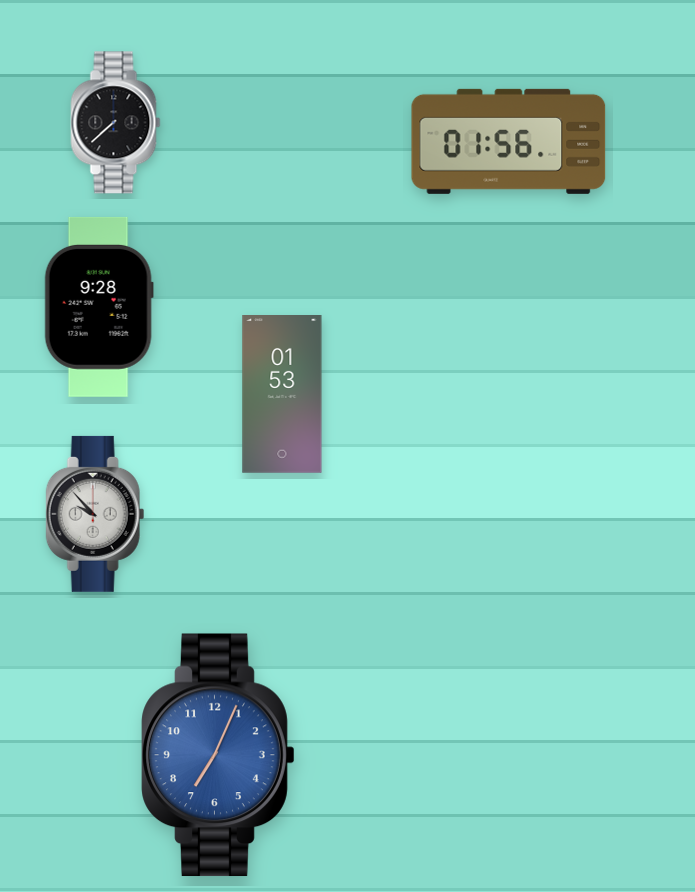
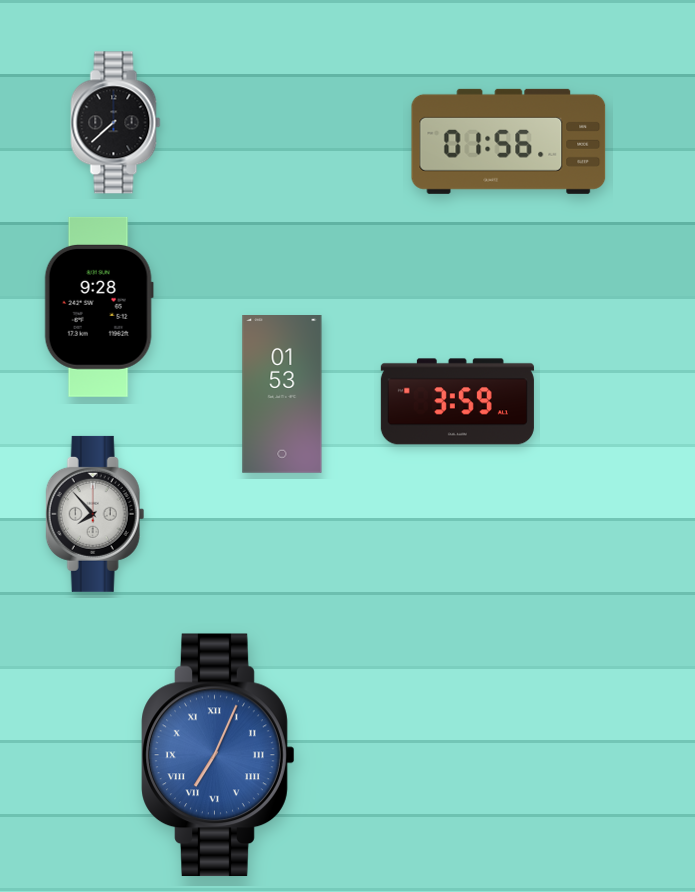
clock at (457, 402): none -> 3:59
clock at (95, 514): 9:53 -> 7:53
clock at (218, 755) numerals: Arabic -> Roman
